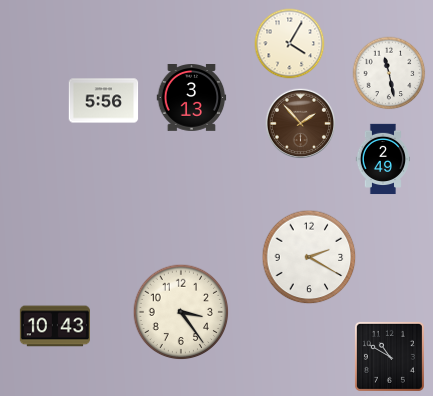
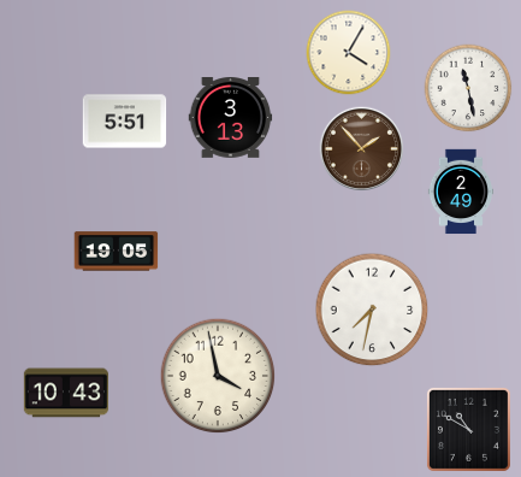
clock at (104, 101): 5:56 -> 5:51
clock at (117, 252): none -> 19:05
clock at (309, 257): 2:20 -> 7:32
clock at (181, 312): 3:24 -> 3:58
